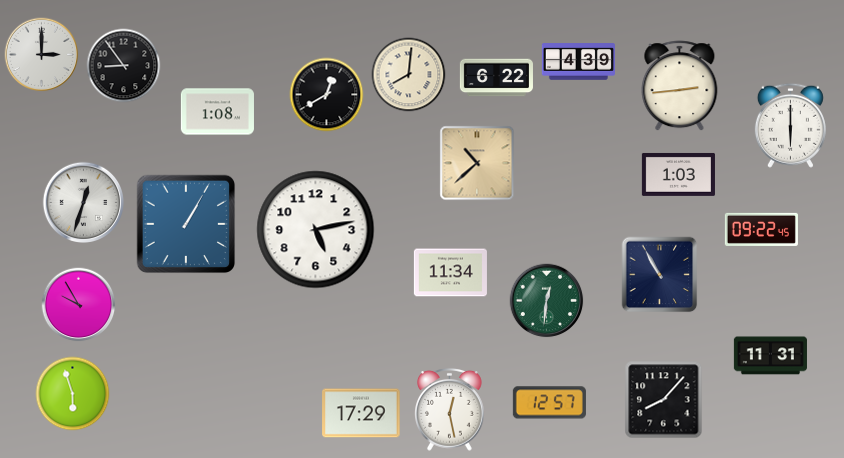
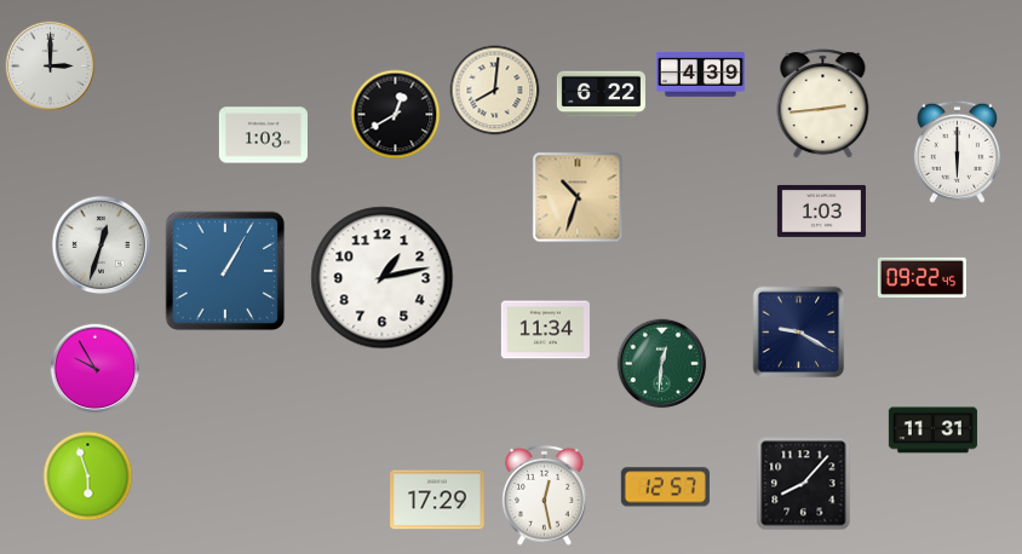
clock at (124, 66): 8:54 -> none
clock at (217, 112): 1:08 -> 1:03
clock at (477, 163): 10:38 -> 10:33
clock at (316, 230): 5:13 -> 1:13
clock at (660, 275): 10:55 -> 9:20
